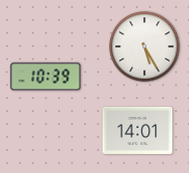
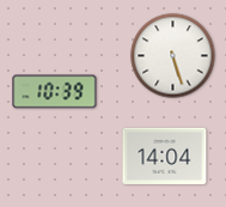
clock at (145, 47): 5:25 -> 5:27
clock at (138, 130): 14:01 -> 14:04
